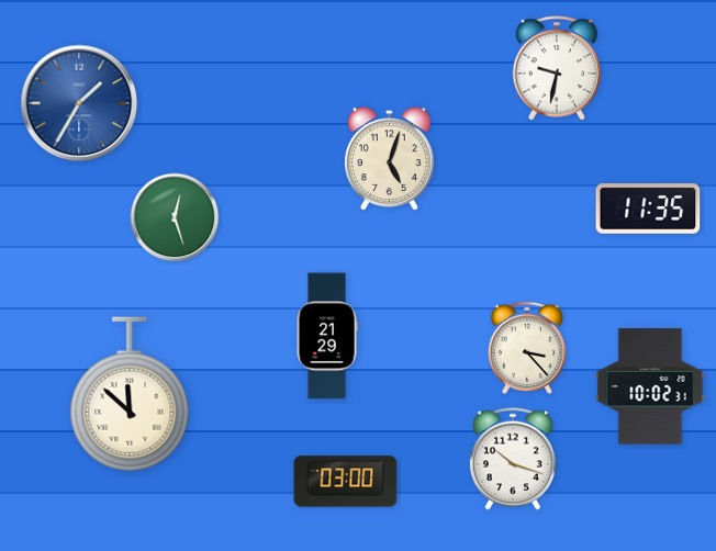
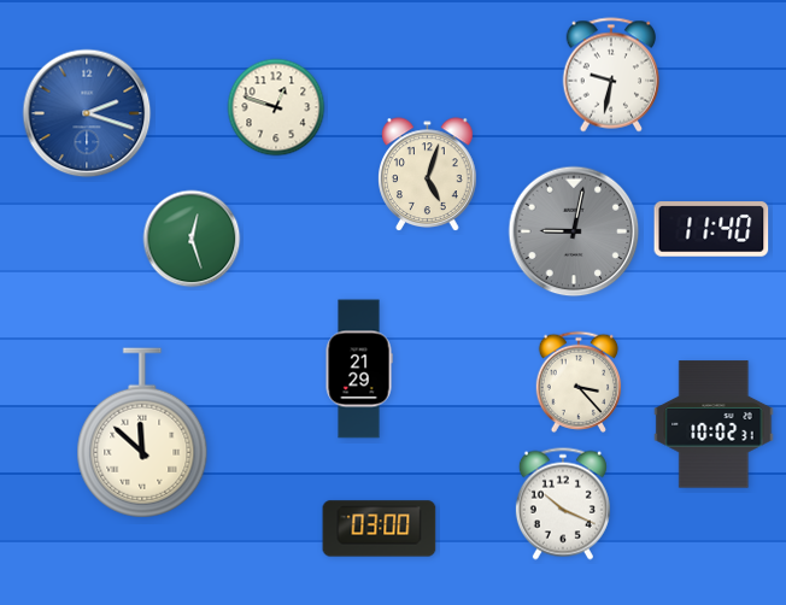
clock at (276, 107): none -> 12:48
clock at (79, 103): 1:35 -> 2:18
clock at (648, 209): 11:35 -> 11:40
clock at (574, 231): none -> 9:02
clock at (513, 459): 10:18 -> 10:19
